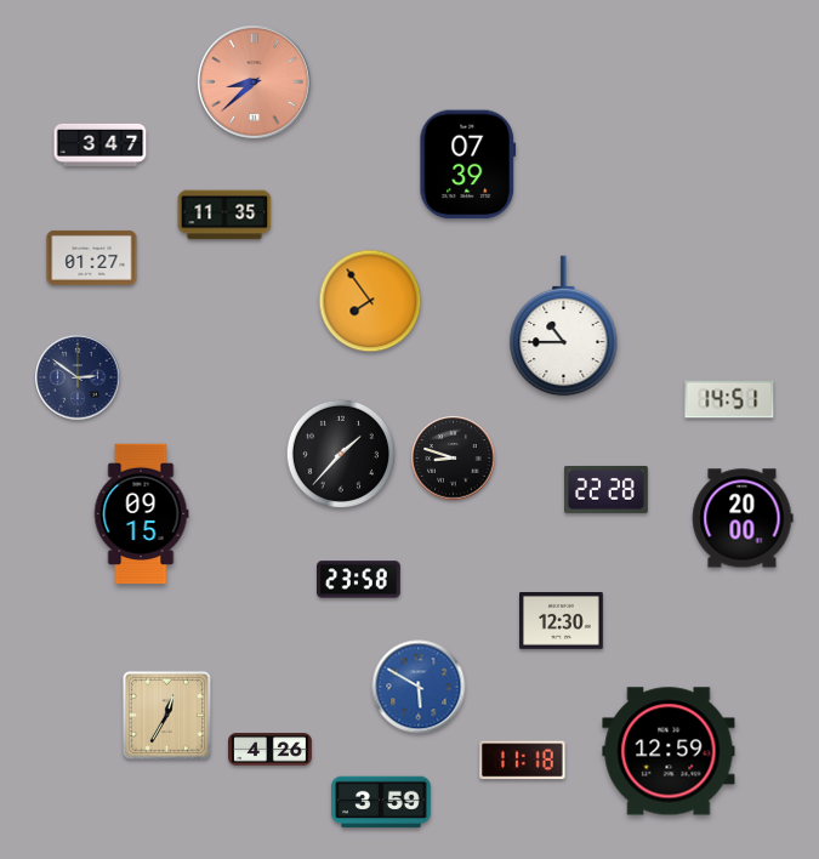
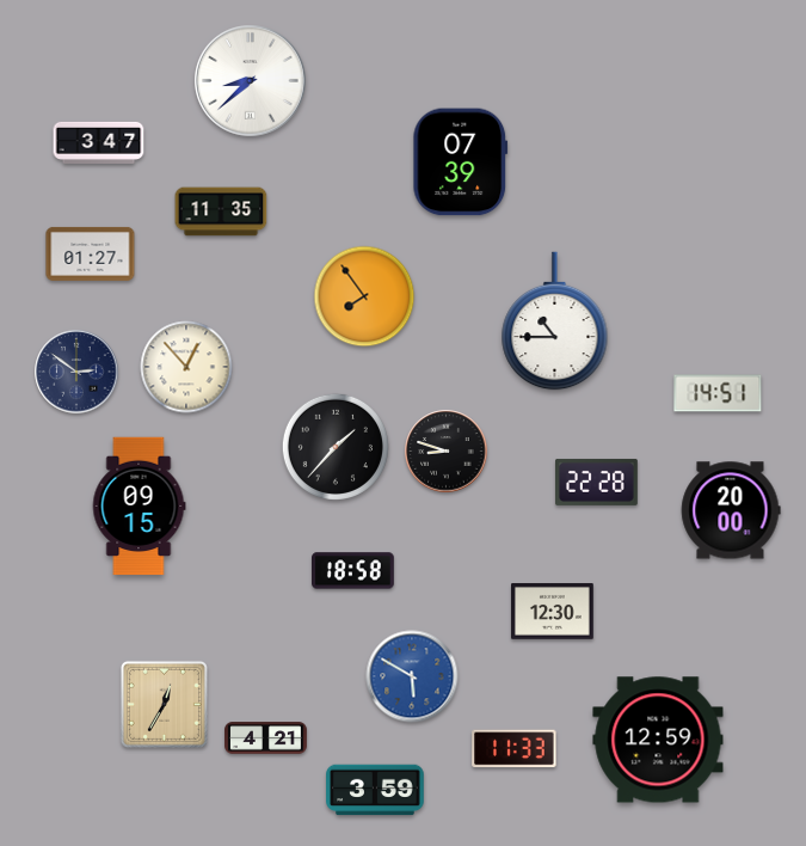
clock at (255, 83) dial: salmon -> white
clock at (186, 367): none -> 12:53
clock at (359, 580): 23:58 -> 18:58
clock at (271, 750): 4:26 -> 4:21
clock at (523, 761): 11:18 -> 11:33
